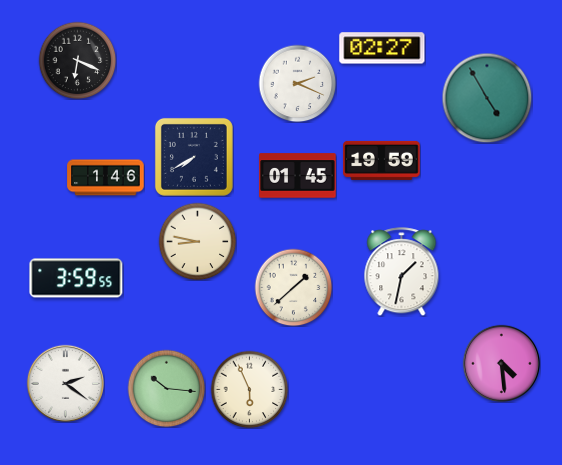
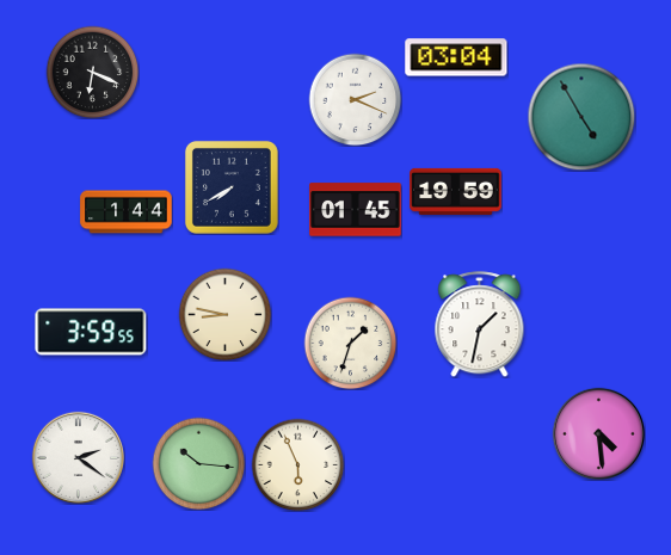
clock at (382, 48): 02:27 -> 03:04
clock at (106, 178): 1:46 -> 1:44
clock at (197, 241) position: (197, 241) -> (224, 314)
clock at (293, 287): 1:38 -> 1:33
